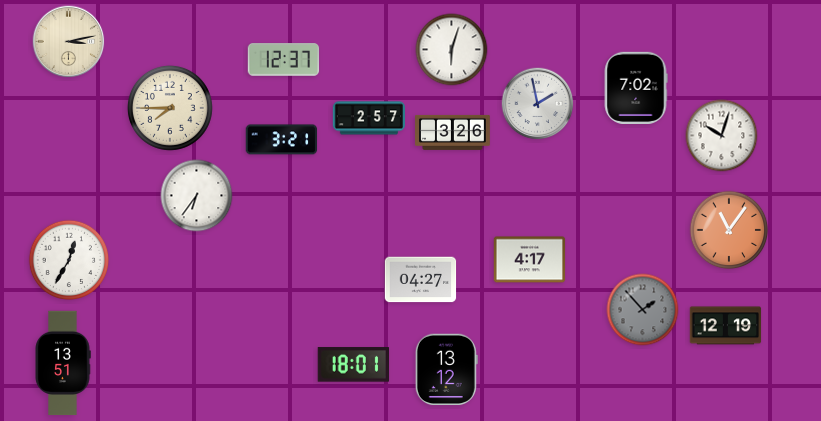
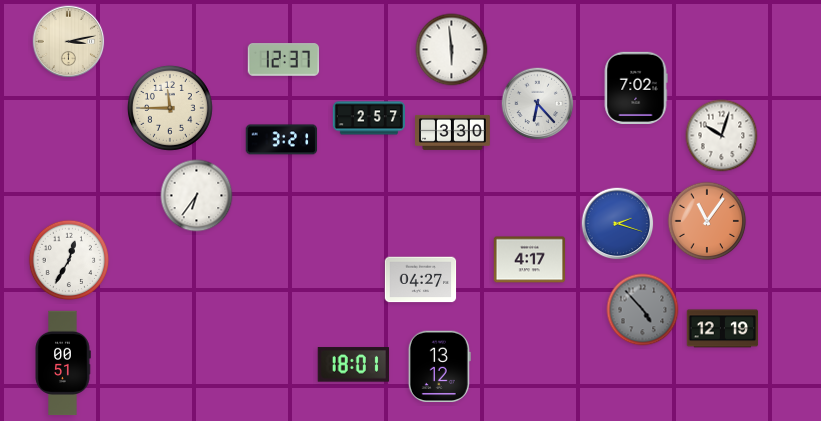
clock at (452, 50): 6:03 -> 5:59
clock at (538, 104): 1:58 -> 6:23
clock at (170, 108): 7:45 -> 11:45
clock at (453, 132): 3:26 -> 3:30
clock at (618, 224): none -> 2:18
clock at (729, 230) position: (729, 230) -> (707, 221)
clock at (643, 310): 1:53 -> 4:53
clock at (726, 326) position: (726, 326) -> (723, 329)
clock at (63, 363): 13:51 -> 00:51
clock at (446, 370) position: (446, 370) -> (439, 367)
